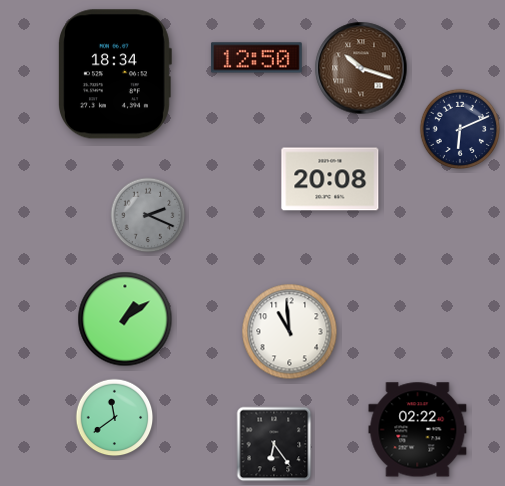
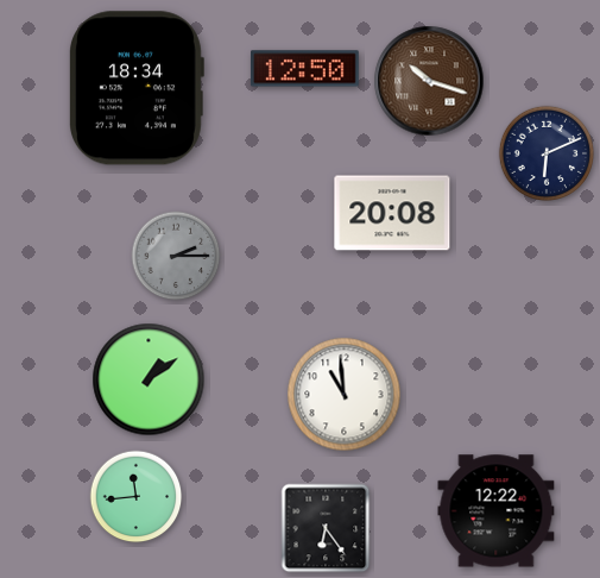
clock at (148, 215): 2:19 -> 2:15
clock at (115, 418): 11:39 -> 11:44
clock at (418, 430): 02:22 -> 12:22
